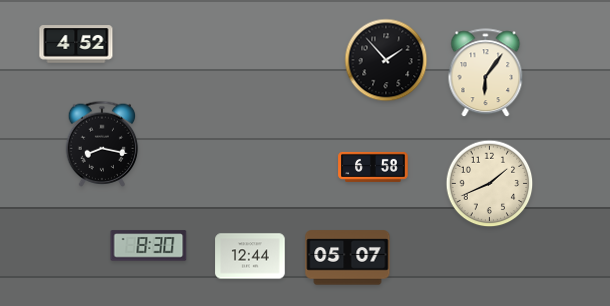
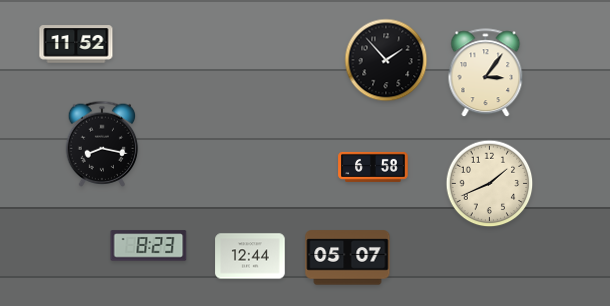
clock at (76, 44): 4:52 -> 11:52
clock at (486, 73): 6:06 -> 3:06
clock at (149, 246): 8:30 -> 8:23
